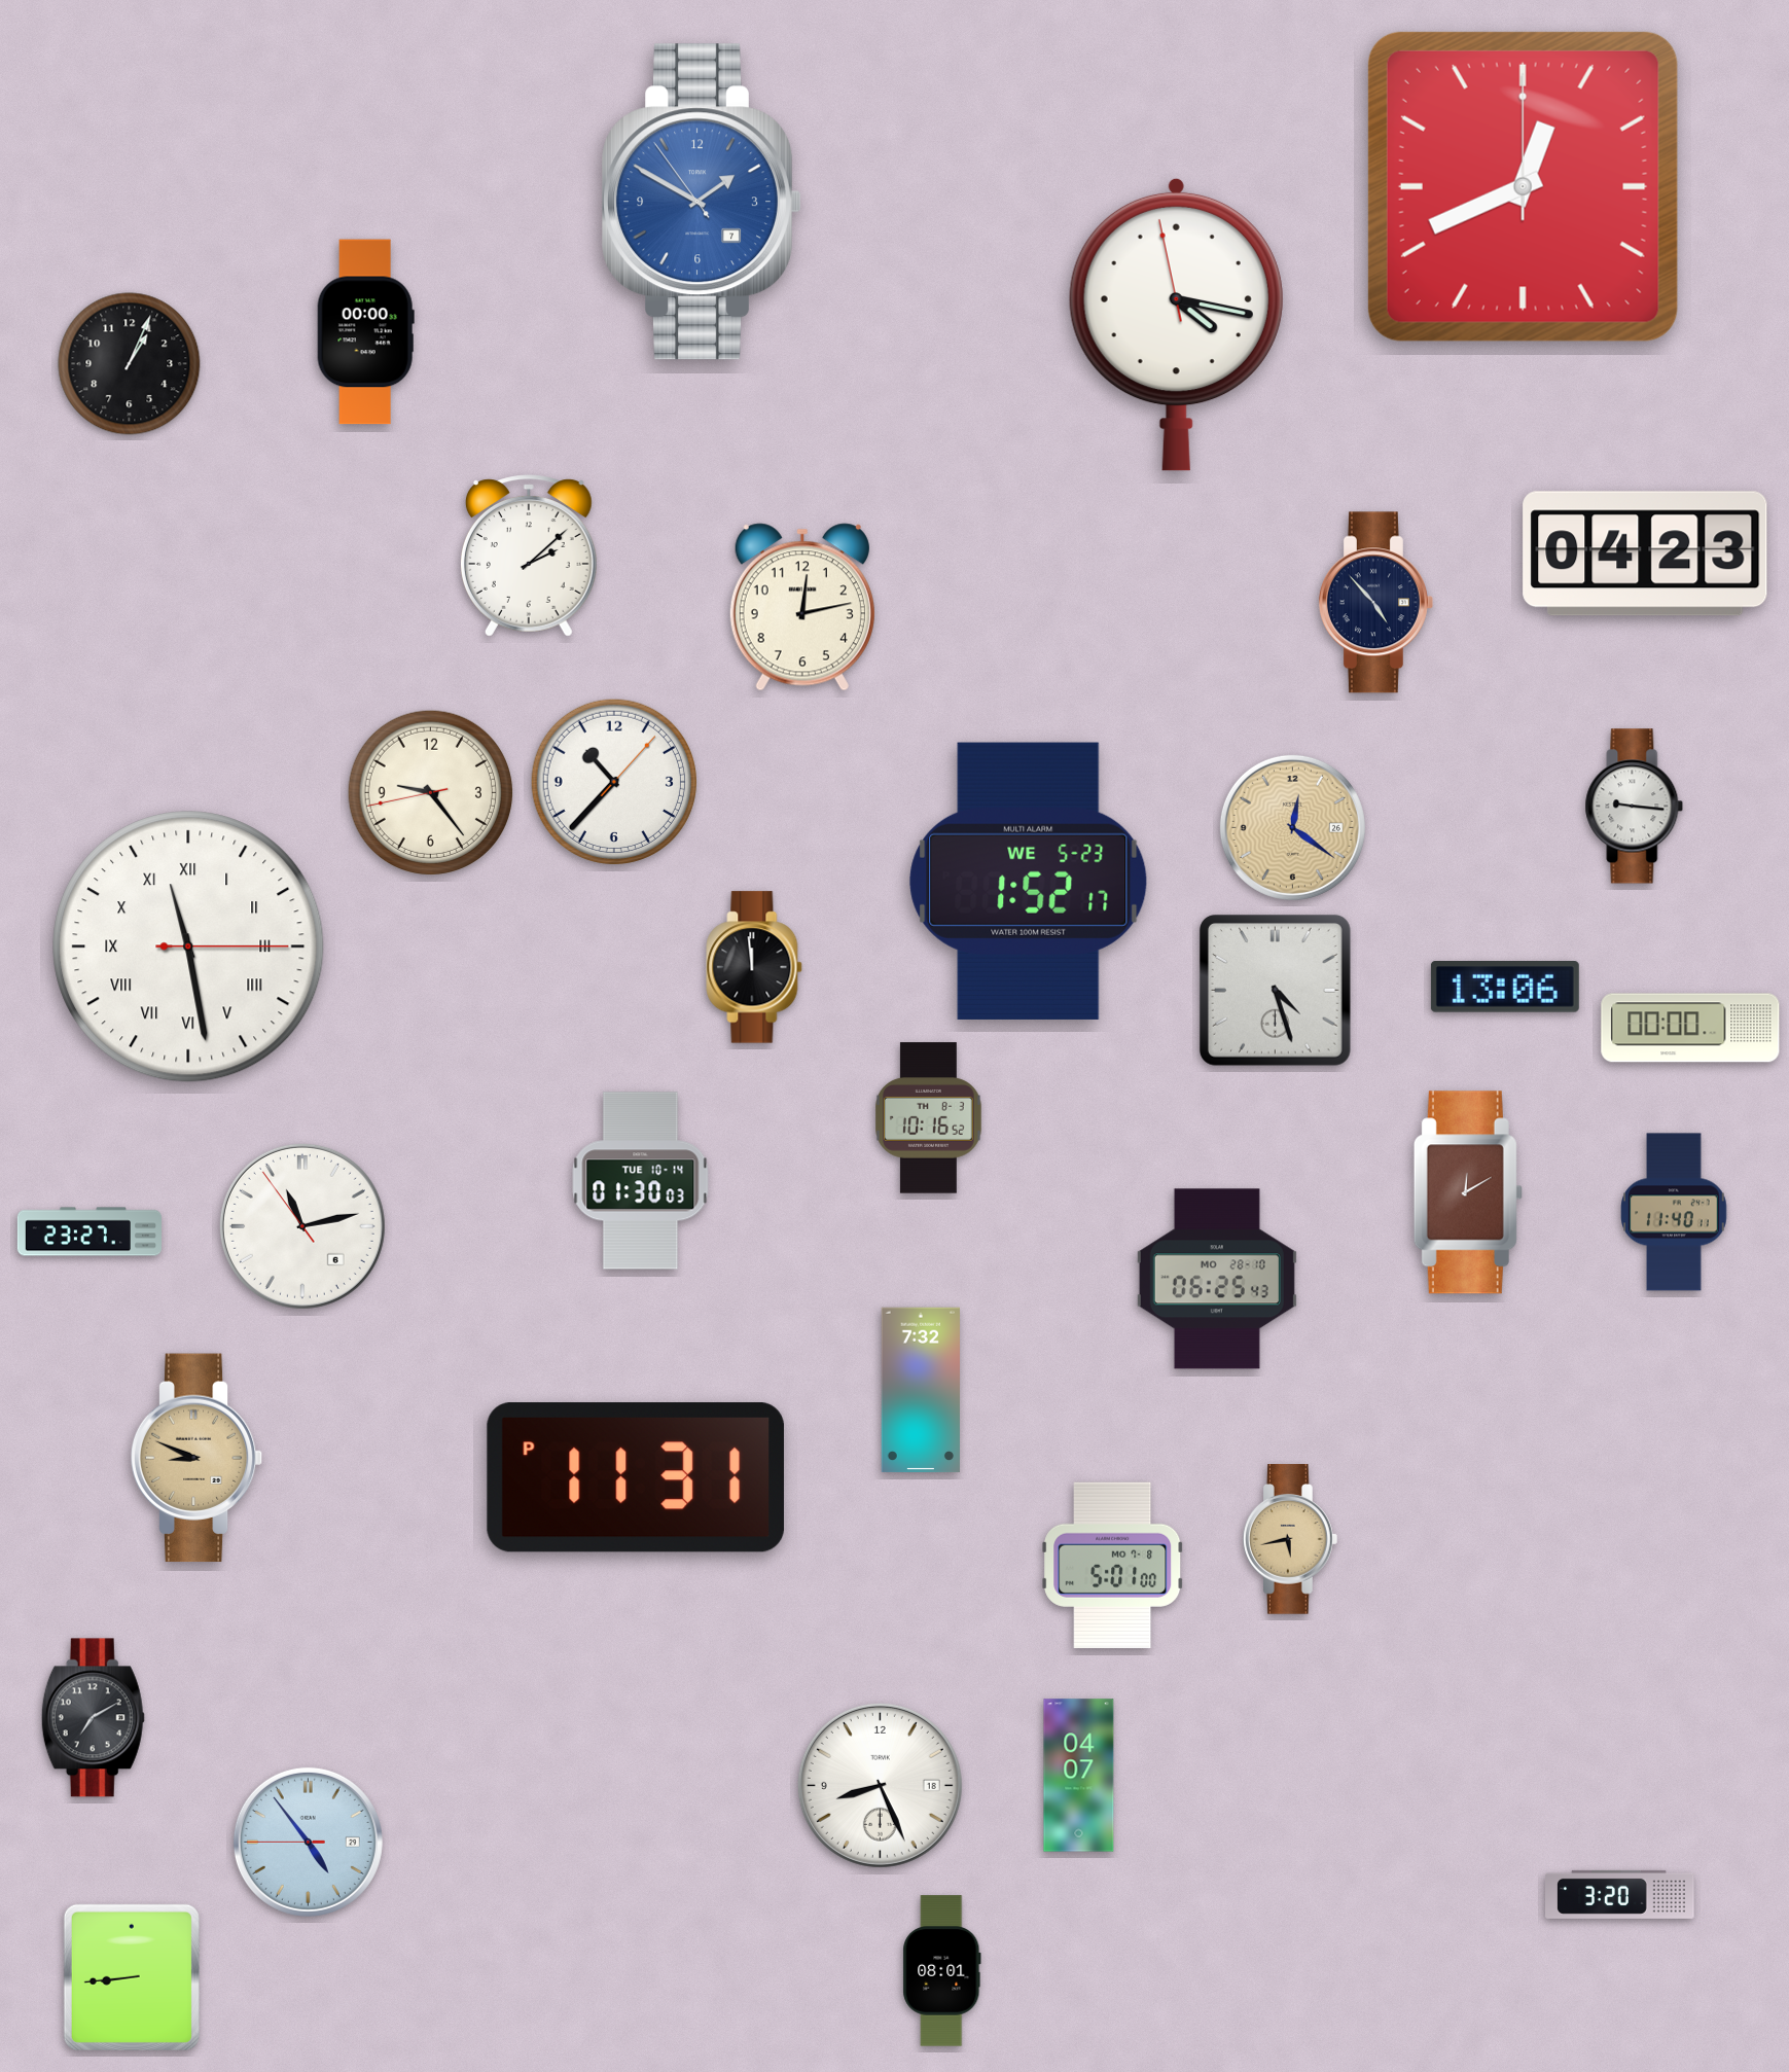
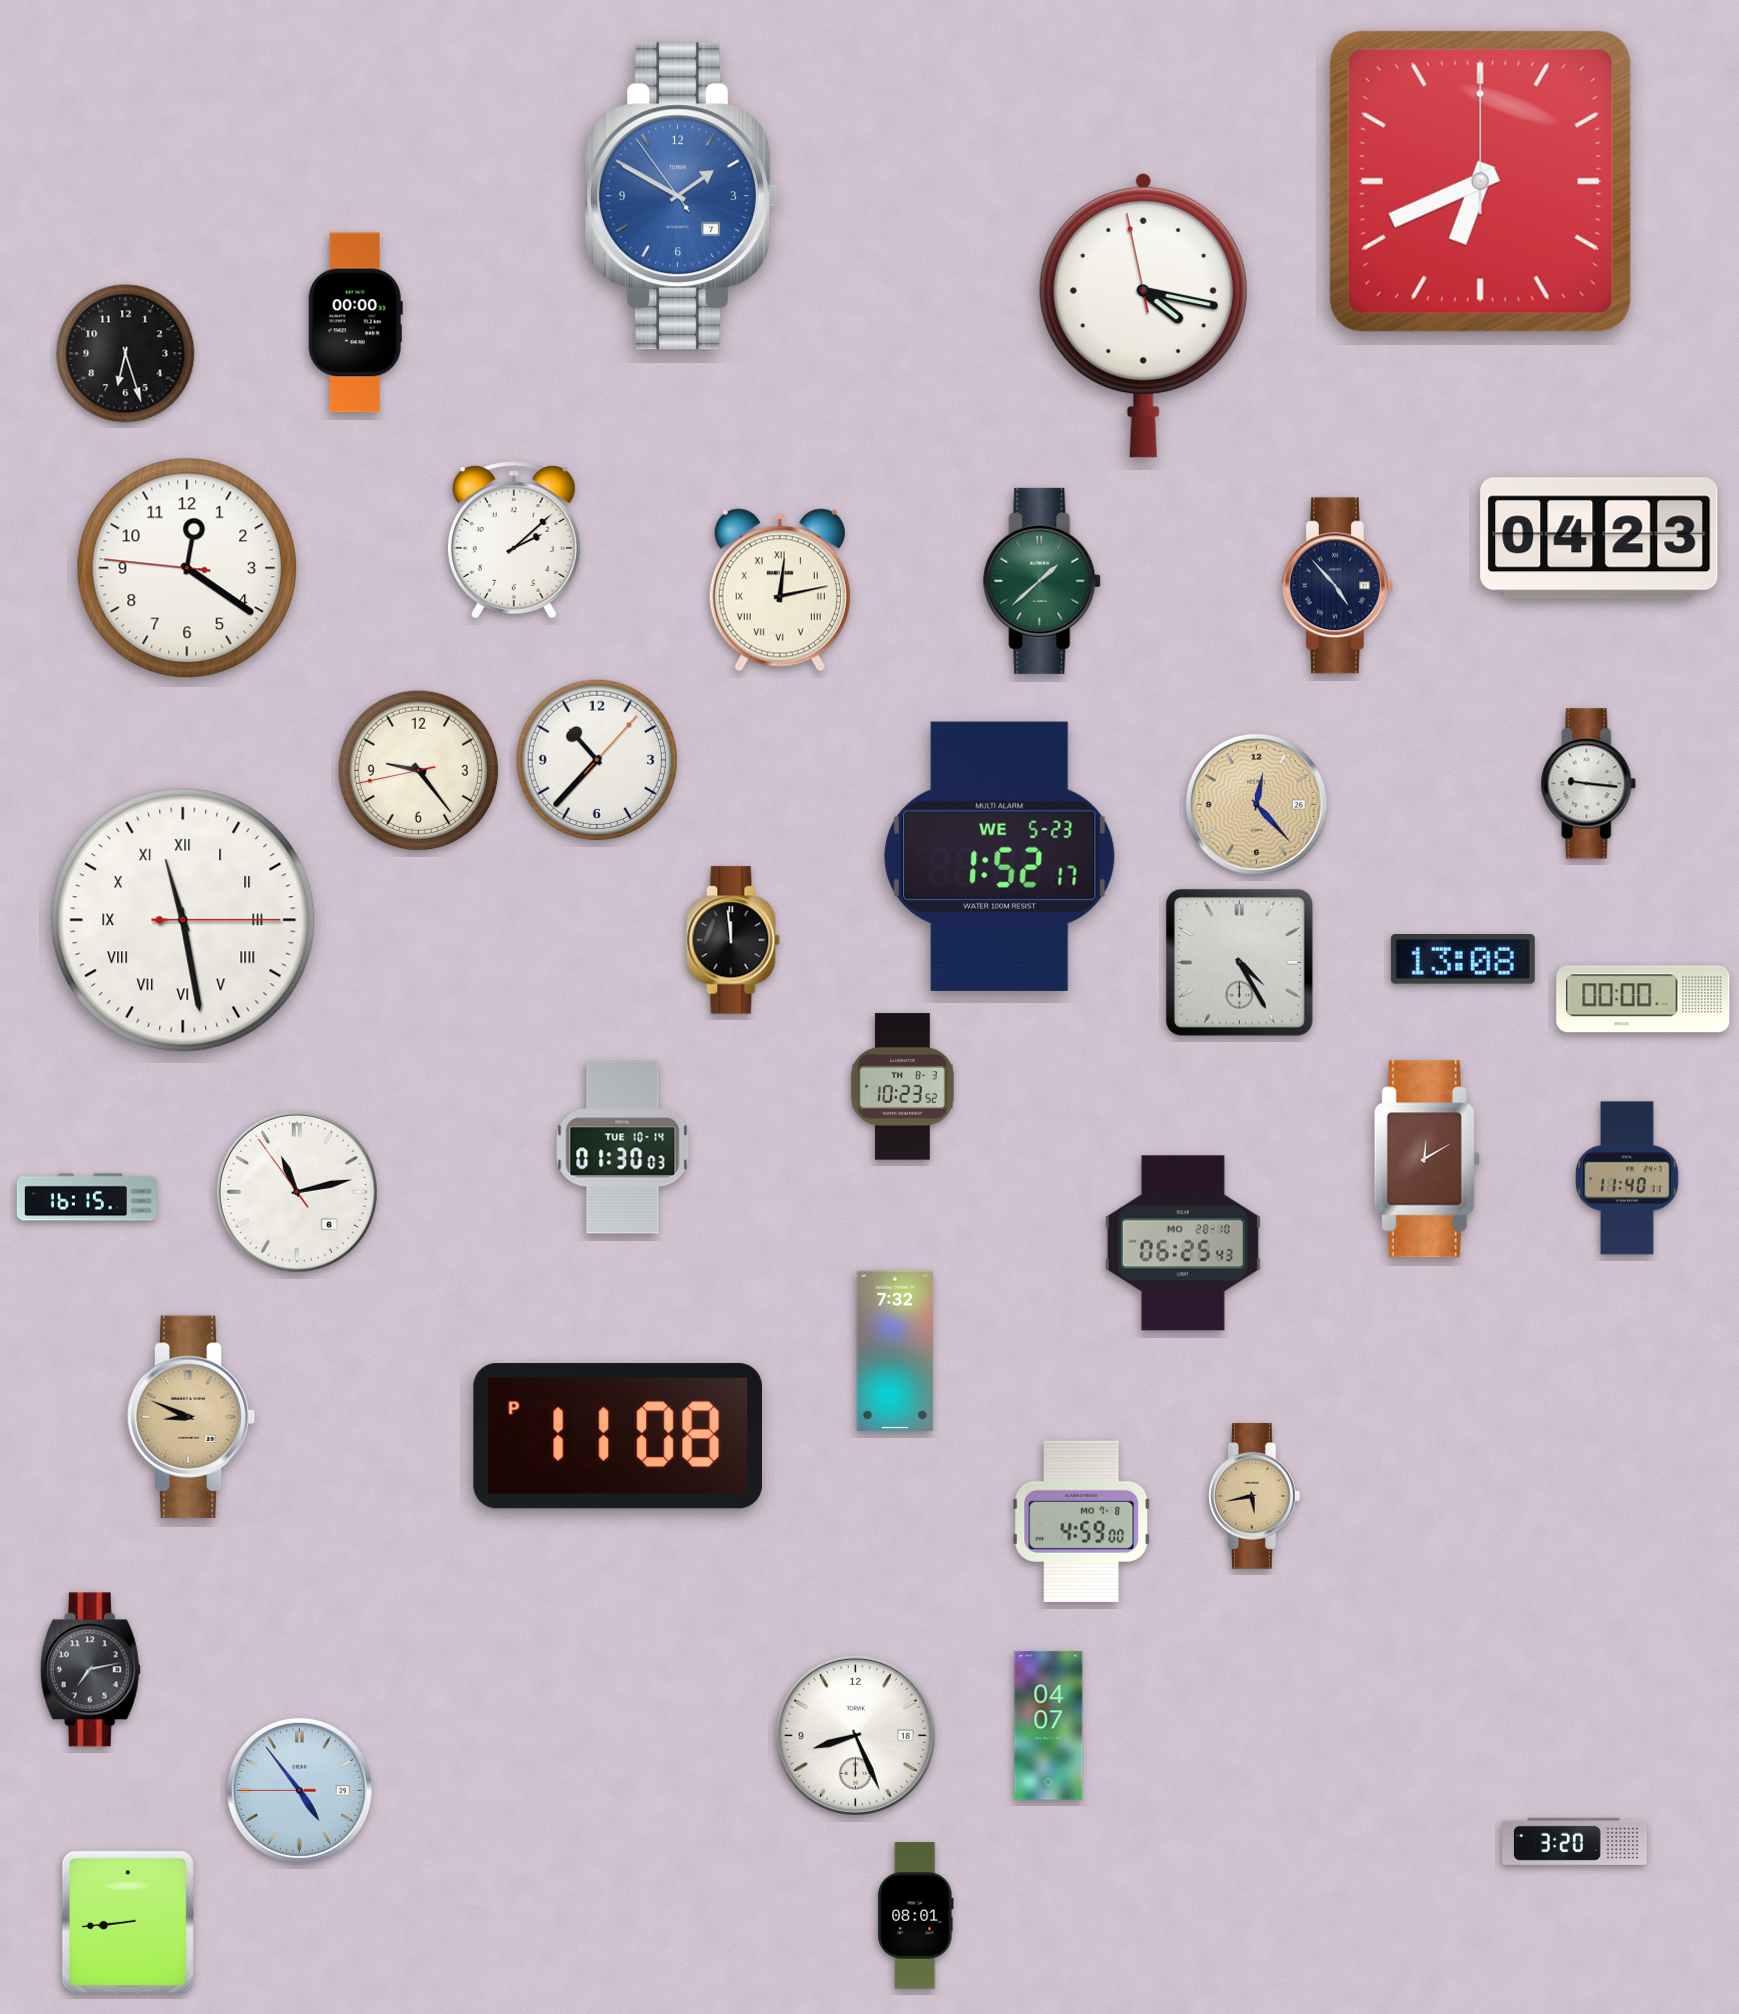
clock at (1523, 186): 12:41 -> 6:41
clock at (130, 364): 1:04 -> 6:27
clock at (187, 568): none -> 12:20
clock at (1043, 581): none -> 1:38
clock at (802, 607) numerals: Arabic -> Roman
clock at (1292, 827): 12:21 -> 12:23
clock at (1505, 988): 13:06 -> 13:08
clock at (1275, 990): 4:27 -> 4:25
clock at (929, 1118): 10:16 -> 10:23
clock at (302, 1226) position: (302, 1226) -> (297, 1192)
clock at (88, 1231): 23:27 -> 16:15
clock at (636, 1477): 11:31 -> 11:08
clock at (1113, 1565): 5:01 -> 4:59
clock at (93, 1718): 7:10 -> 7:13
